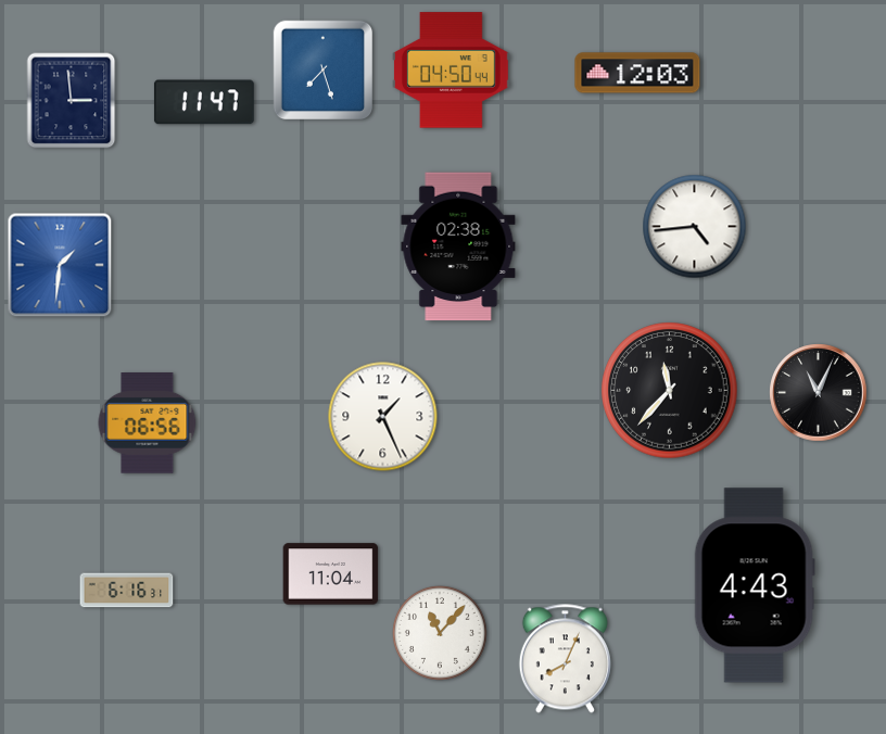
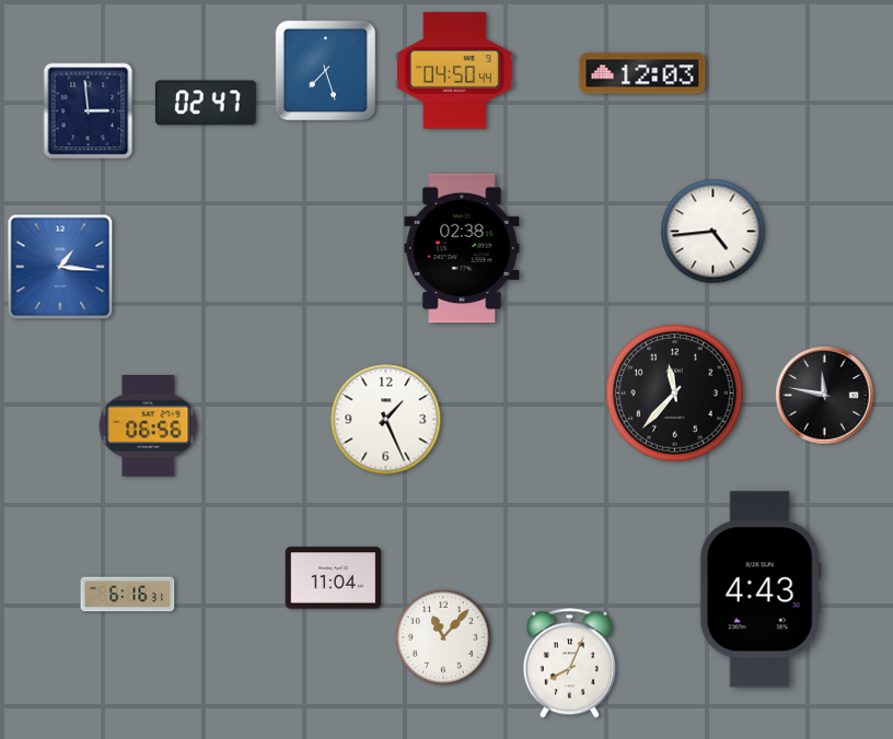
clock at (72, 101) position: (72, 101) -> (89, 112)
clock at (204, 102): 11:47 -> 02:47
clock at (695, 227) position: (695, 227) -> (714, 232)
clock at (60, 265): 1:31 -> 1:16
clock at (819, 393): 11:04 -> 11:47
